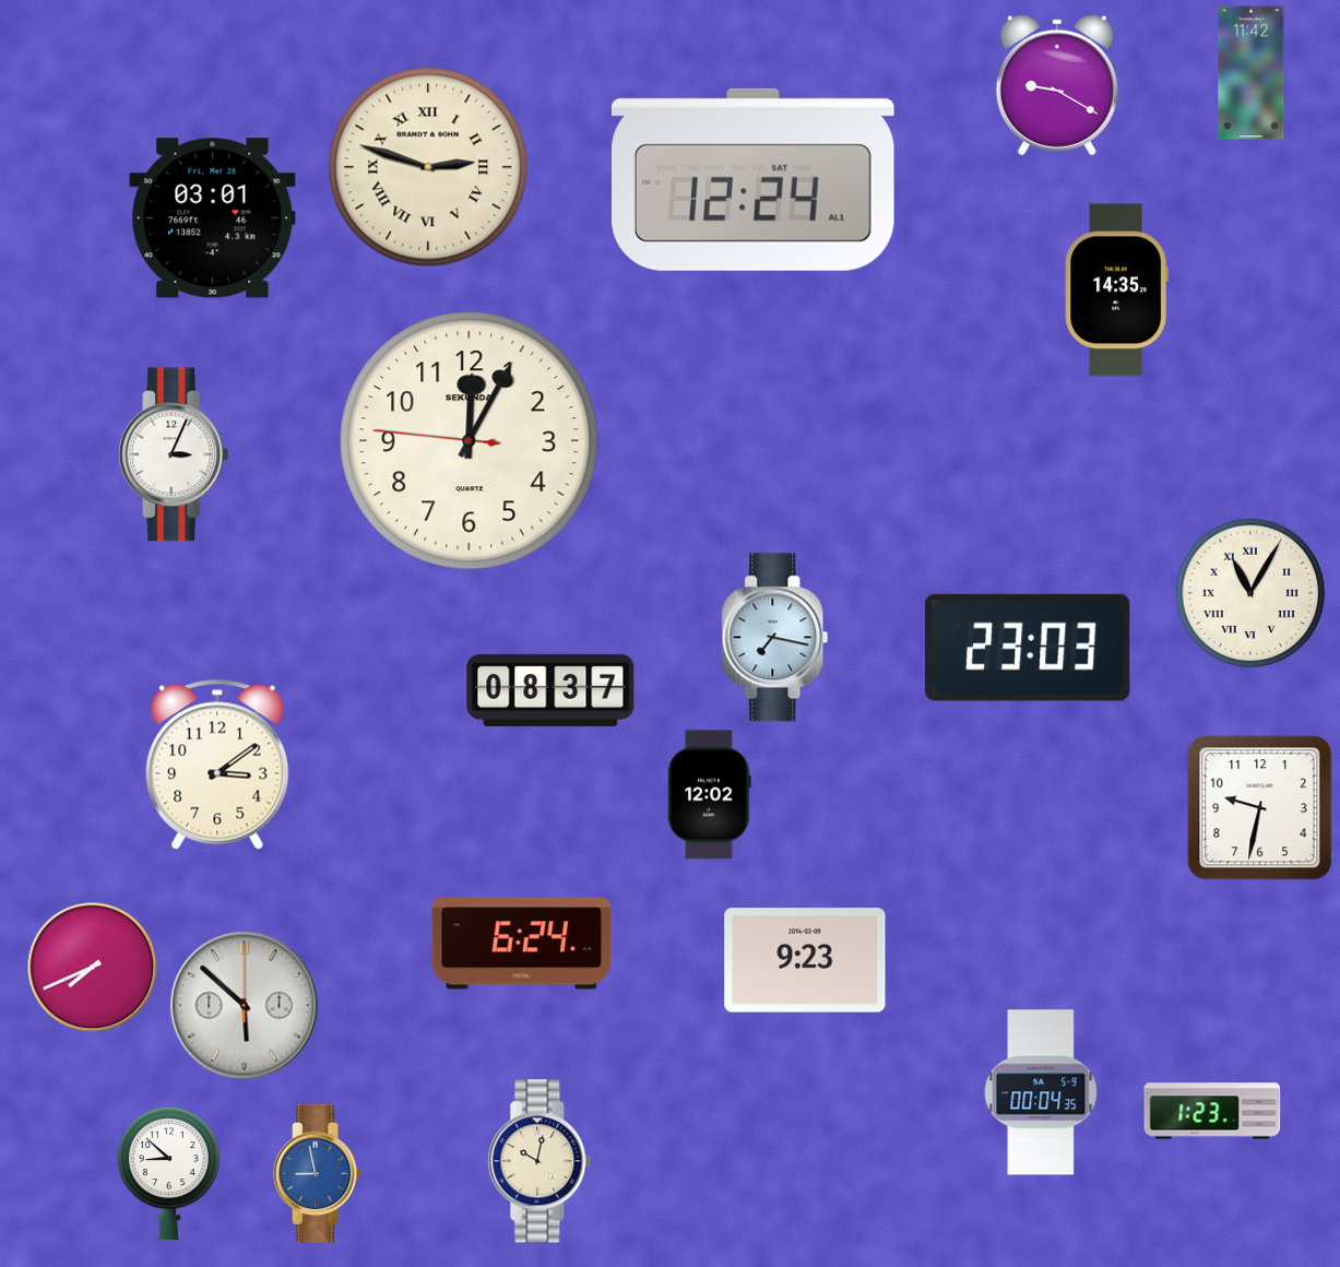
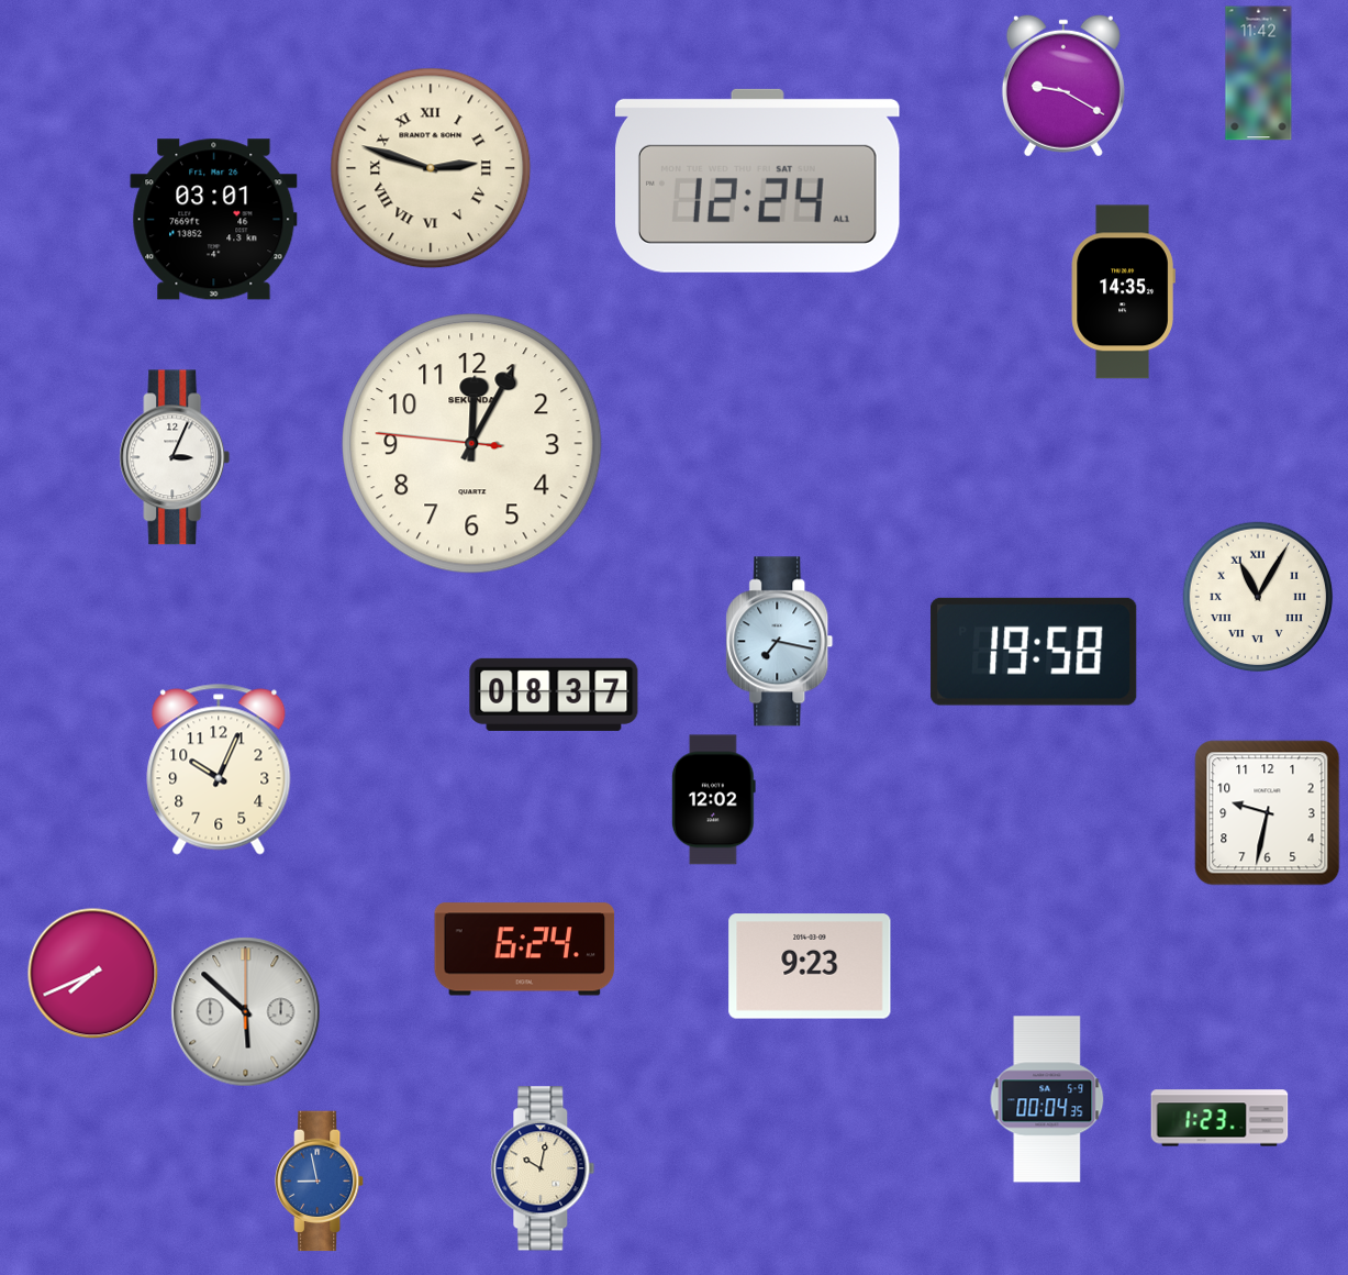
clock at (1028, 648): 23:03 -> 19:58
clock at (217, 765): 3:09 -> 10:04
clock at (168, 1173): 8:52 -> none
